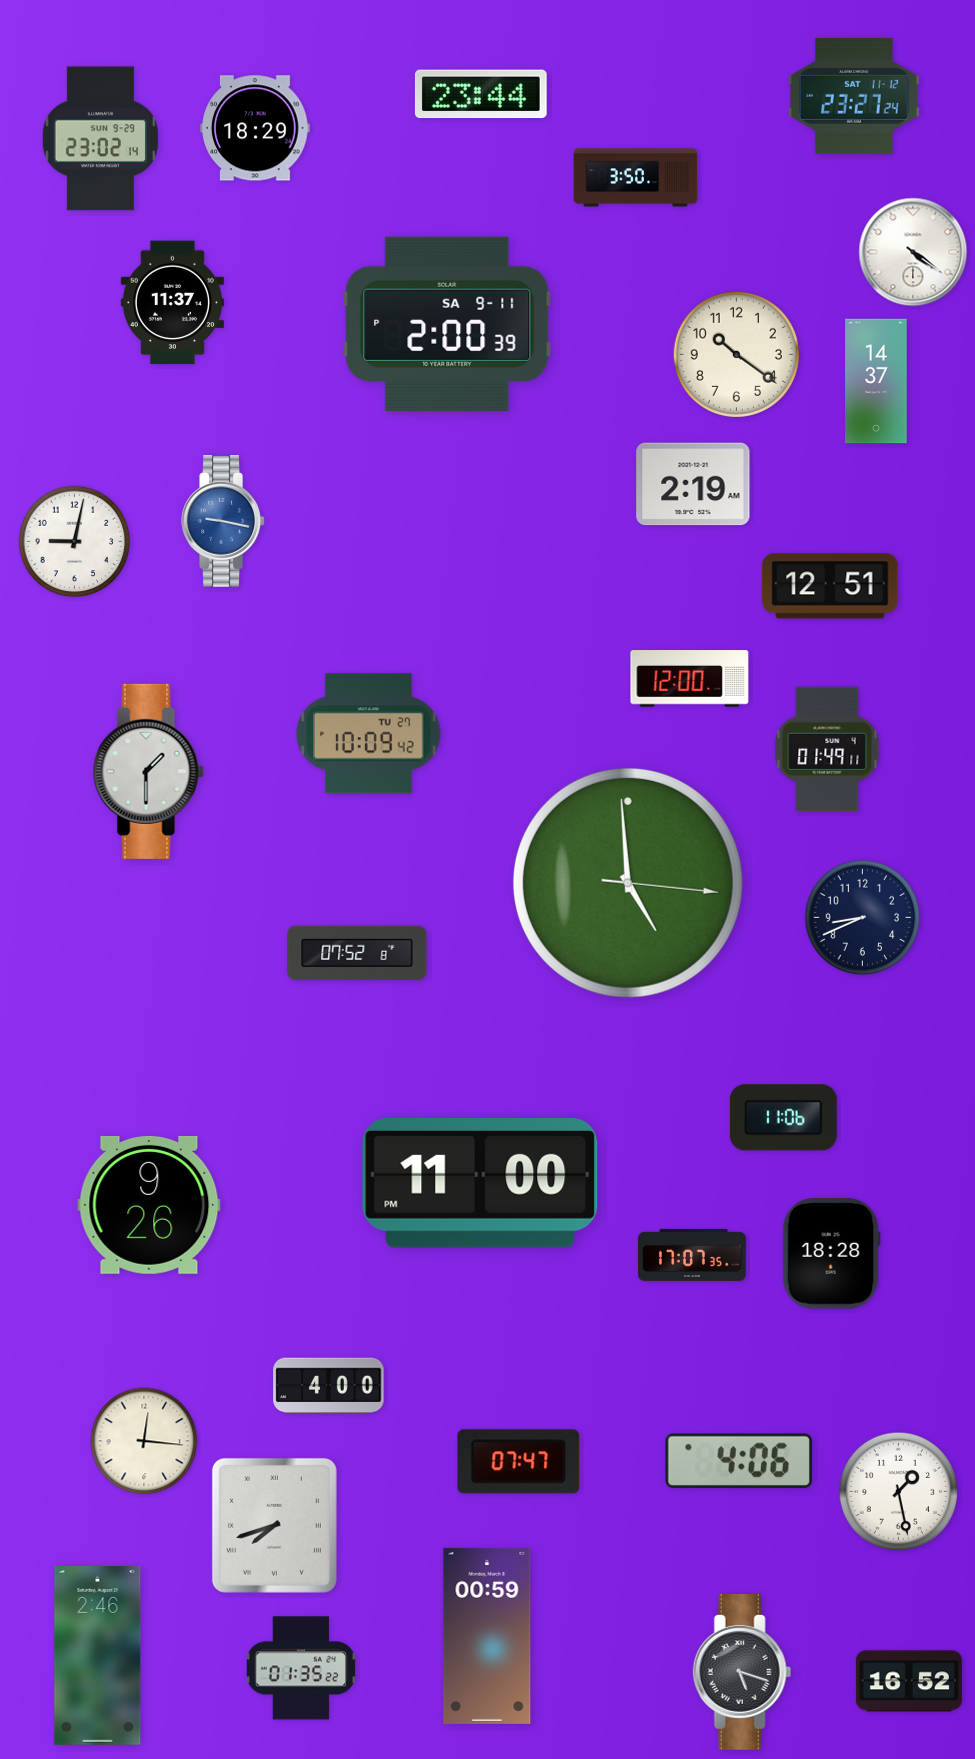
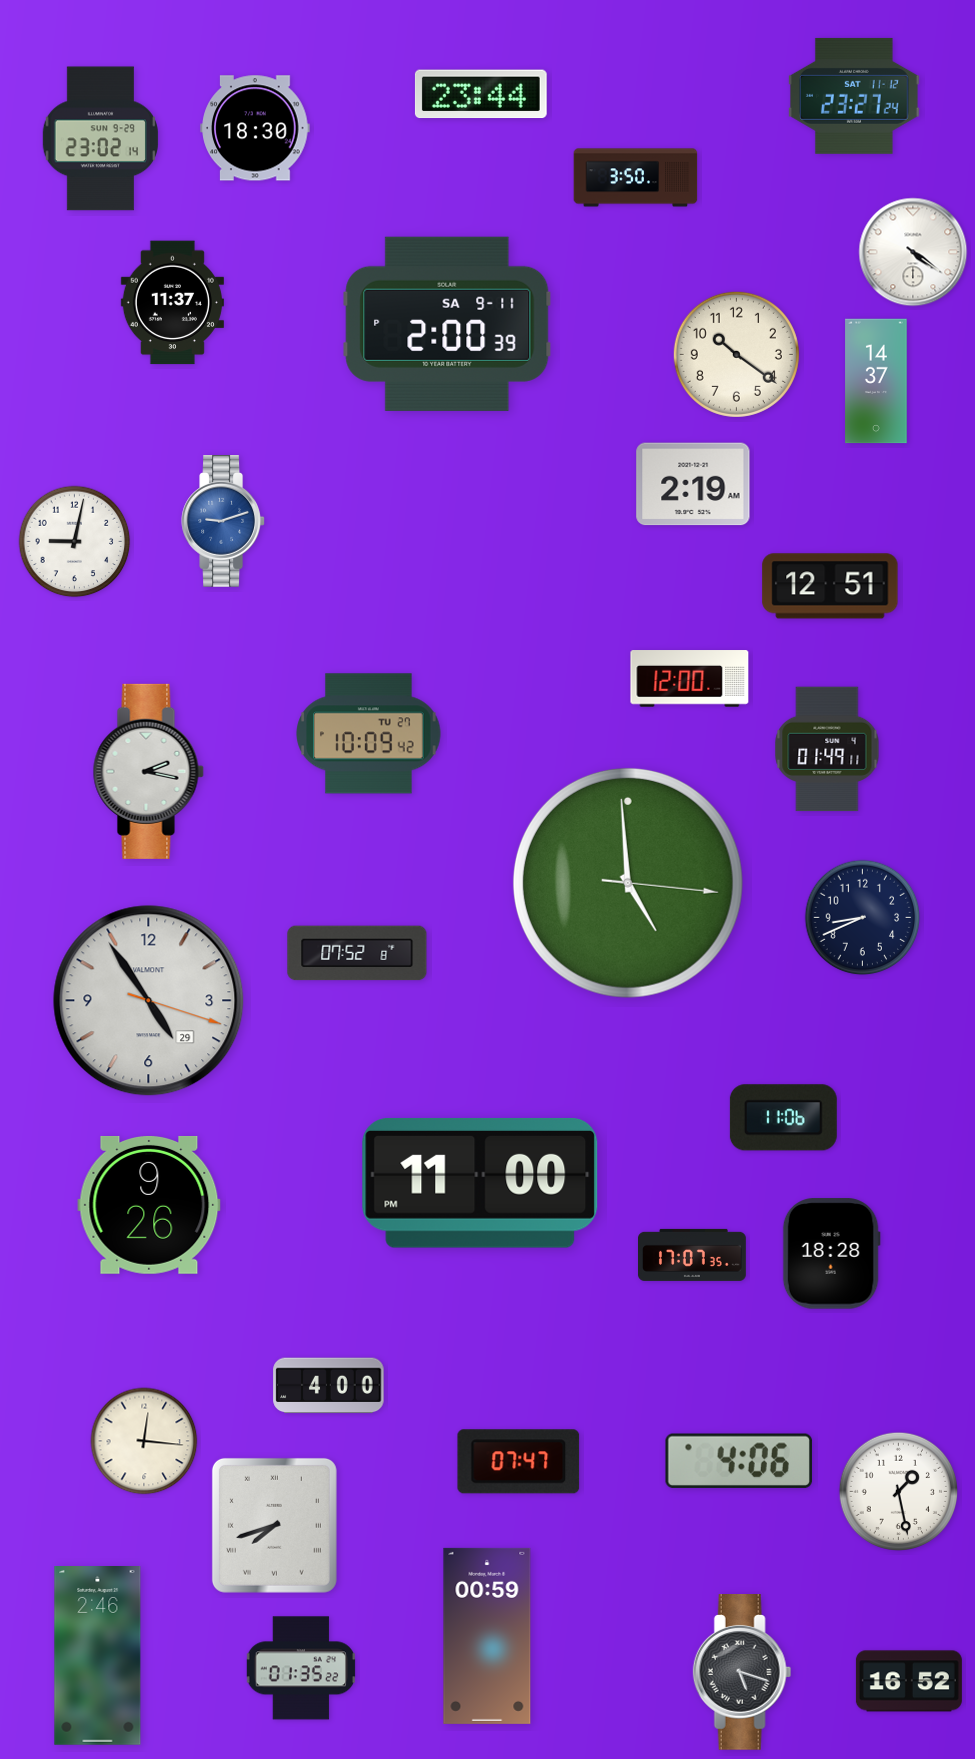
clock at (255, 128): 18:29 -> 18:30
clock at (223, 522): 9:17 -> 9:12
clock at (148, 771): 1:30 -> 2:17
clock at (149, 1001): none -> 4:54
